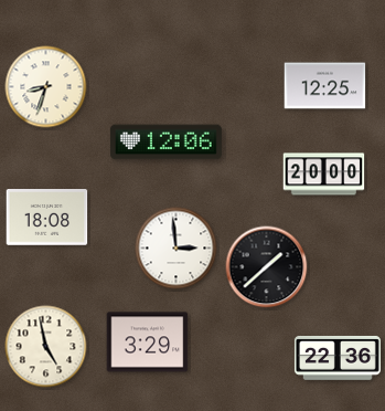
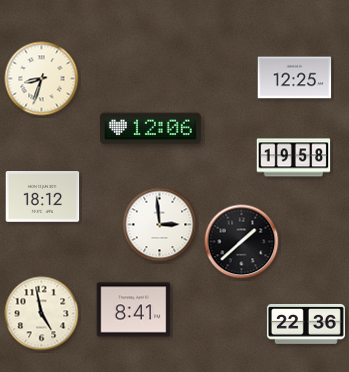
clock at (324, 175): 20:00 -> 19:58
clock at (47, 218): 18:08 -> 18:12
clock at (148, 342): 3:29 -> 8:41
